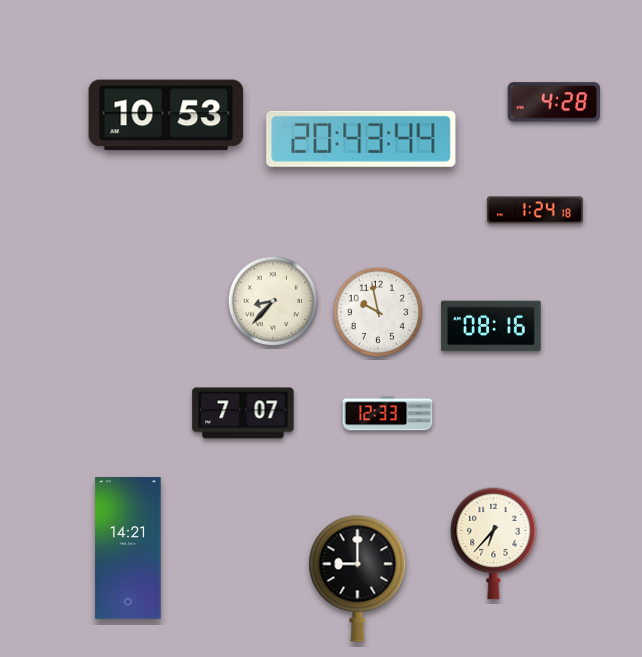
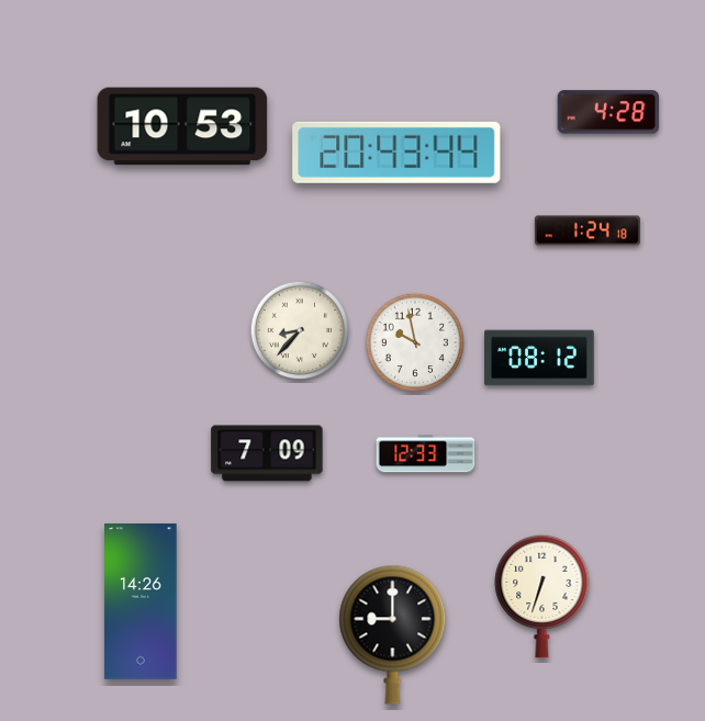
clock at (491, 326): 08:16 -> 08:12
clock at (243, 413): 7:07 -> 7:09
clock at (494, 543): 6:37 -> 6:33
clock at (128, 548): 14:21 -> 14:26
